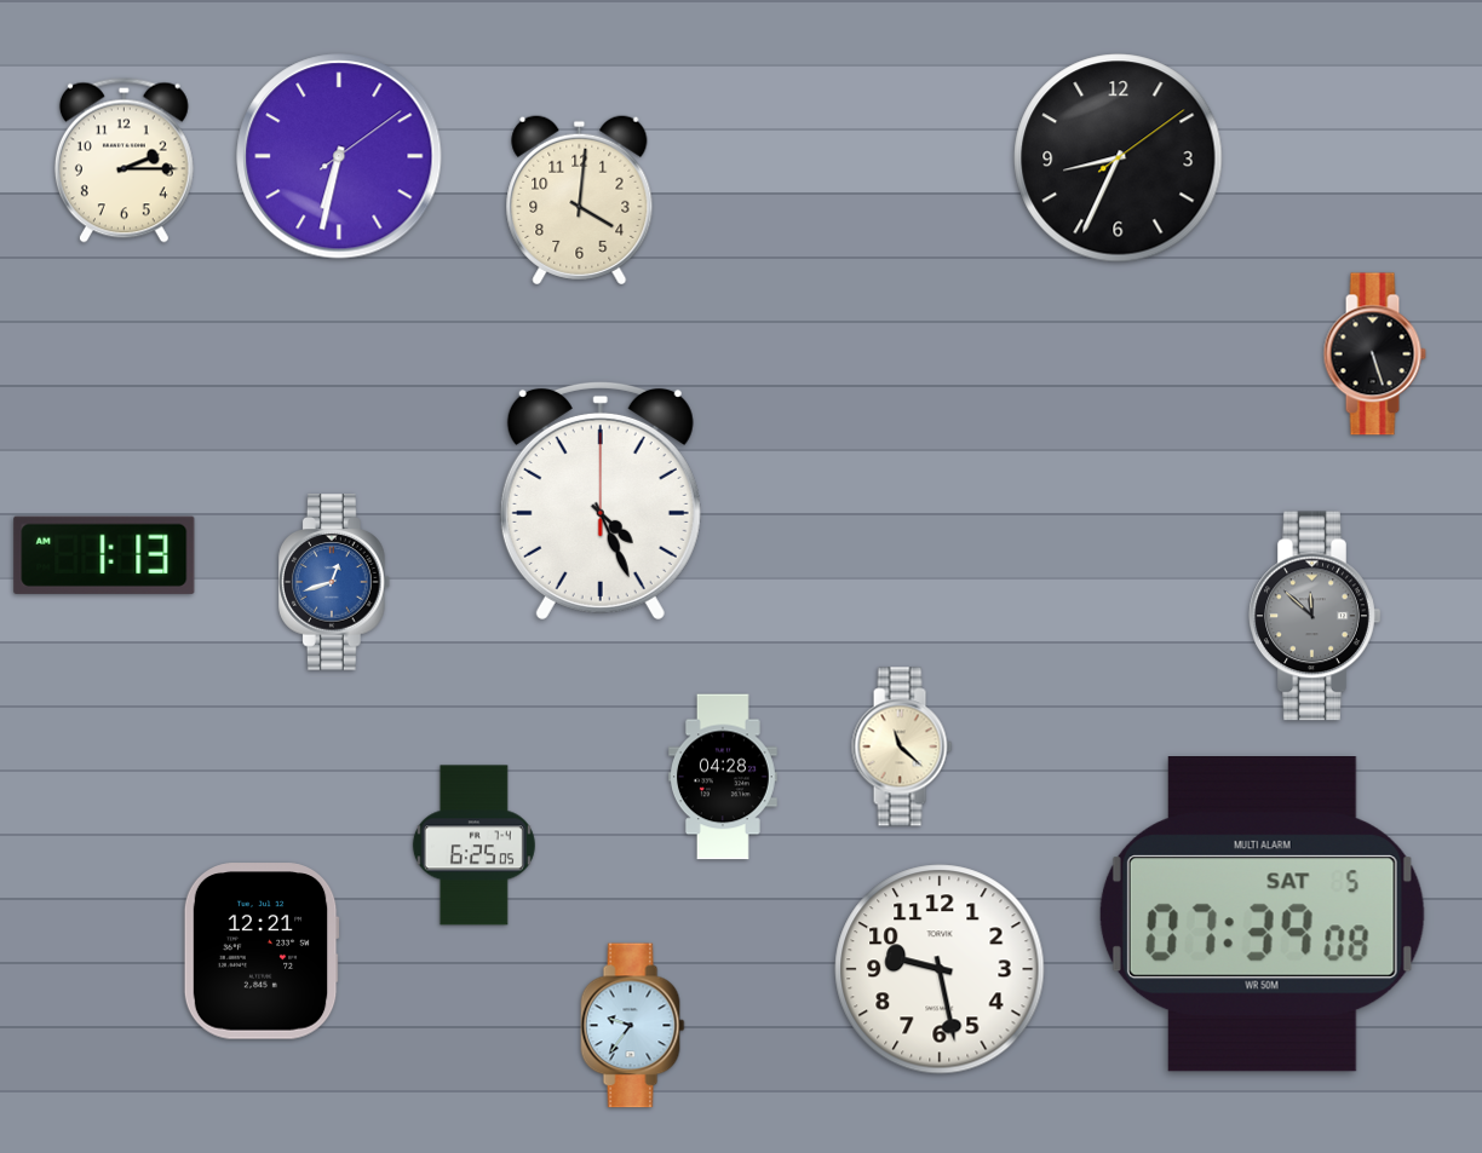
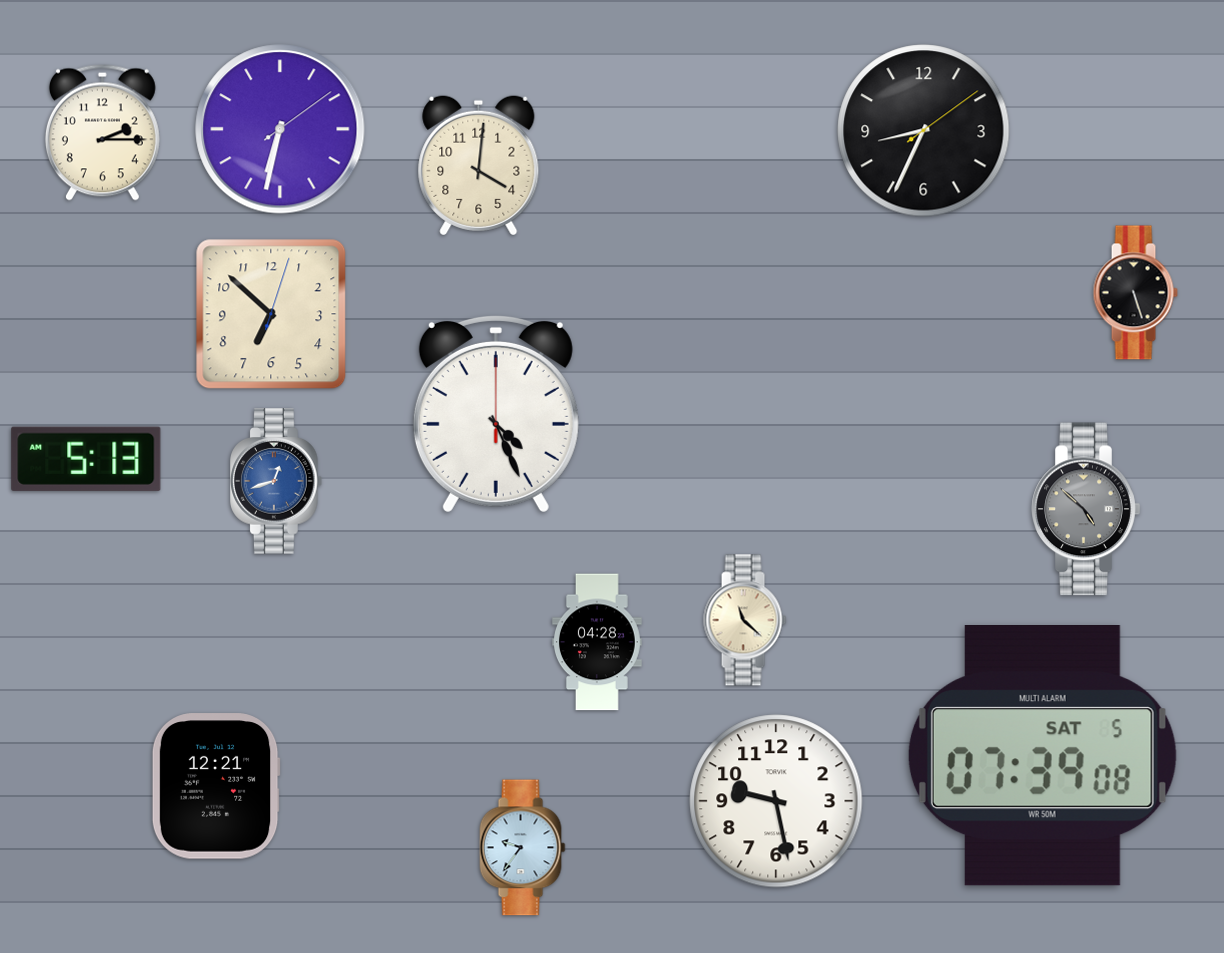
clock at (271, 314): none -> 6:52
clock at (104, 555): 1:13 -> 5:13
clock at (1315, 616): 11:52 -> 4:52
clock at (902, 746) position: (902, 746) -> (745, 620)
clock at (473, 846): 6:25 -> none
